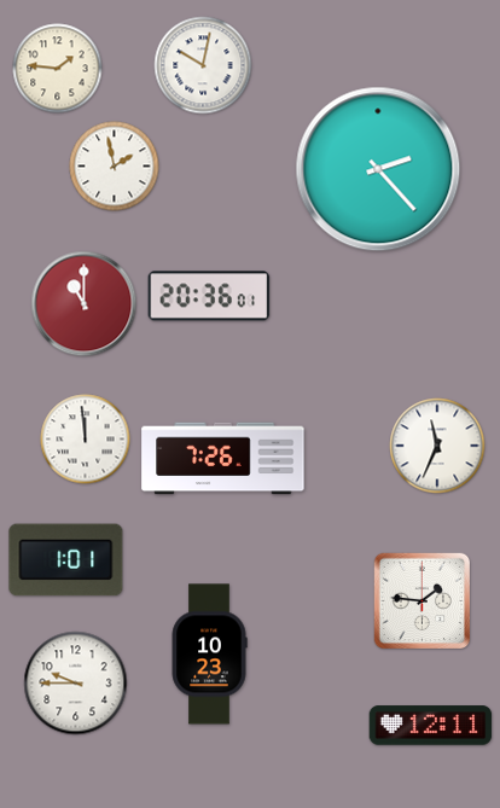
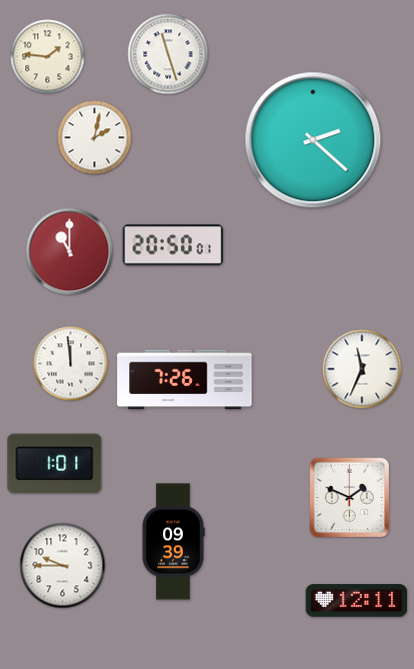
clock at (203, 65): 10:02 -> 11:27
clock at (115, 167): 1:58 -> 2:02
clock at (378, 169): 2:23 -> 2:22
clock at (209, 296): 20:36 -> 20:50
clock at (423, 600): 1:46 -> 1:49
clock at (209, 655): 10:23 -> 09:39
